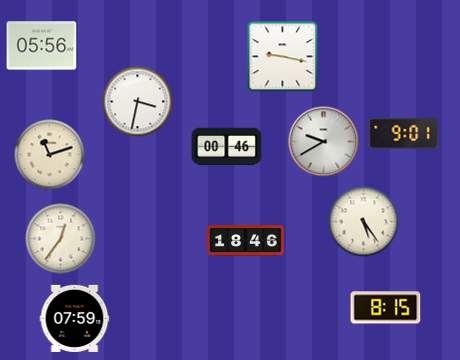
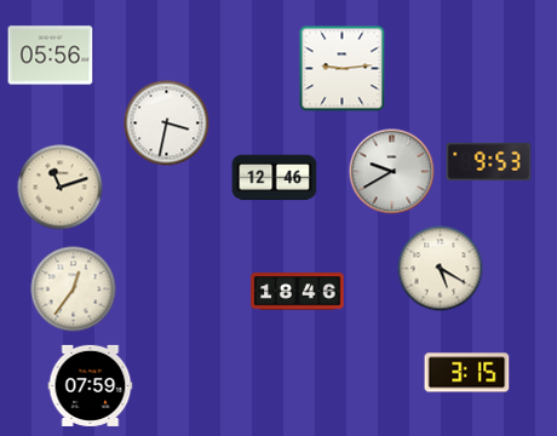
clock at (283, 57): 9:17 -> 9:14
clock at (404, 133): 9:01 -> 9:53
clock at (227, 147): 00:46 -> 12:46
clock at (364, 222): 5:24 -> 5:20
clock at (386, 308): 8:15 -> 3:15
